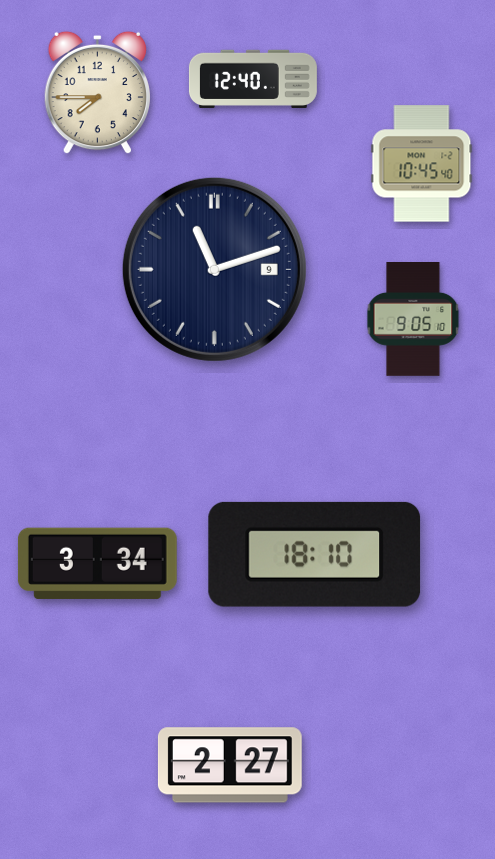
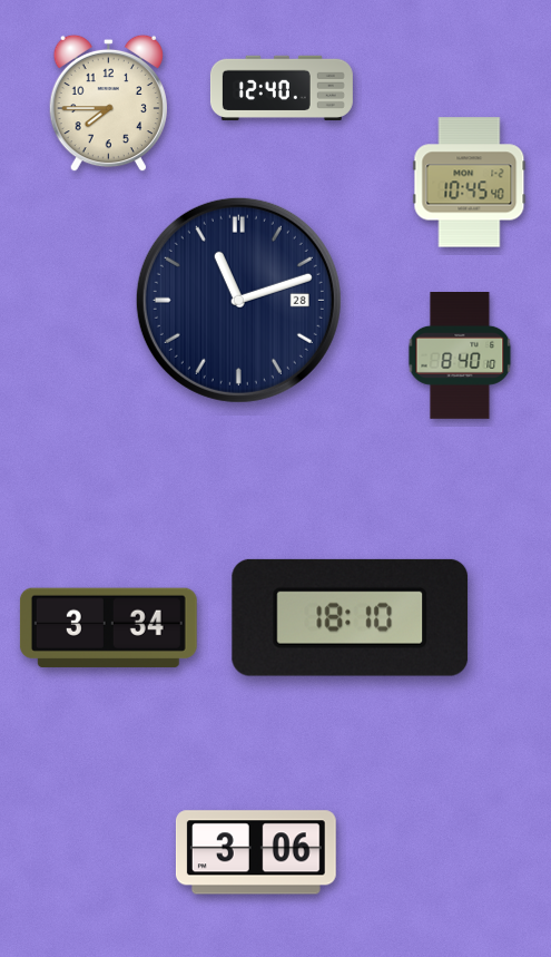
clock at (214, 269) date: 9 -> 28
clock at (413, 320): 9:05 -> 8:40
clock at (230, 765): 2:27 -> 3:06
